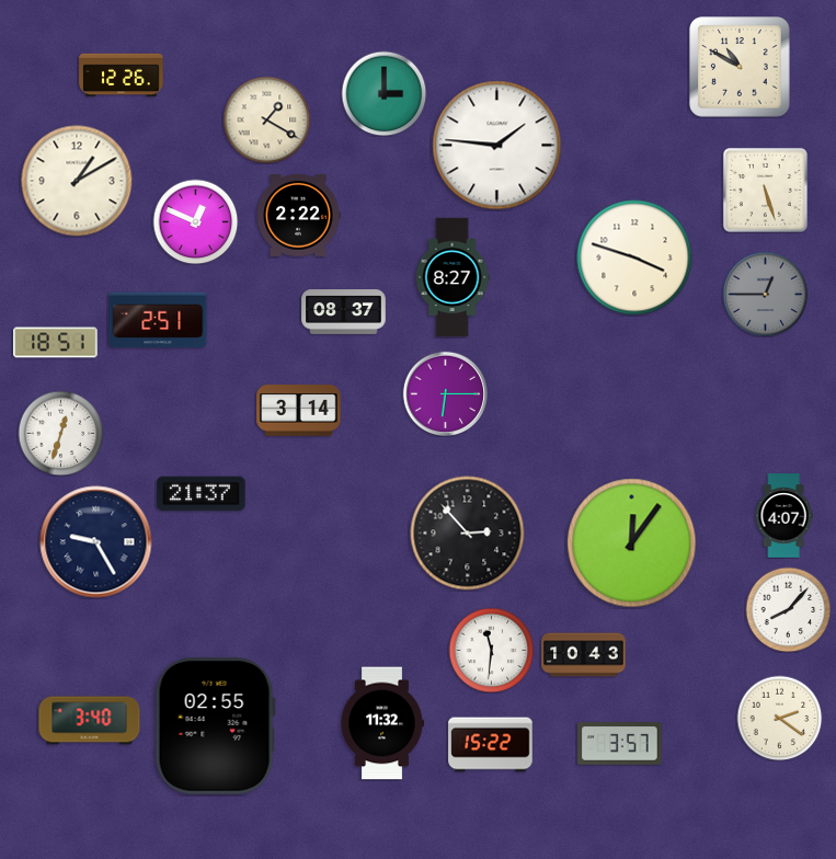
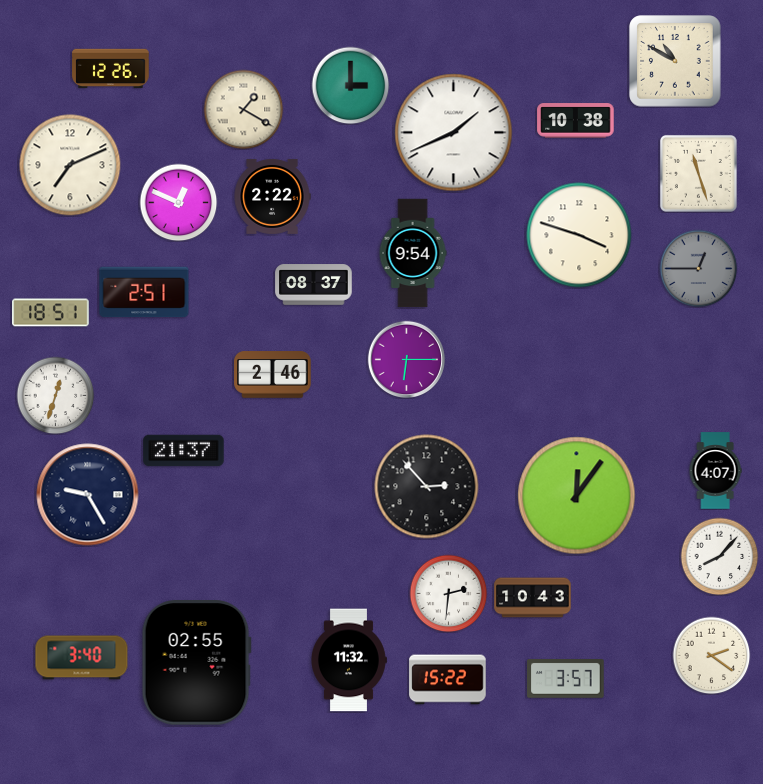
clock at (576, 121): none -> 10:38
clock at (497, 146): 1:46 -> 1:41
clock at (77, 181): 1:10 -> 7:11
clock at (765, 190): 5:27 -> 11:27
clock at (453, 277): 8:27 -> 9:54
clock at (299, 411): 3:14 -> 2:46
clock at (491, 650): 11:31 -> 2:31
